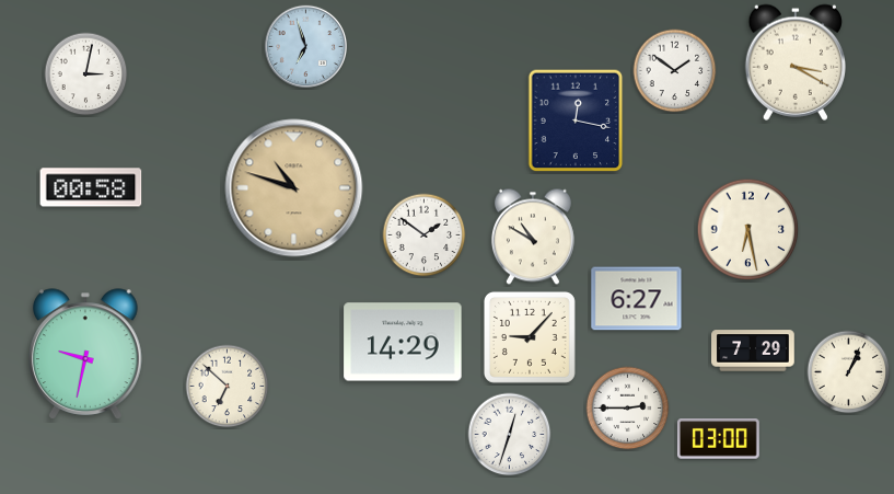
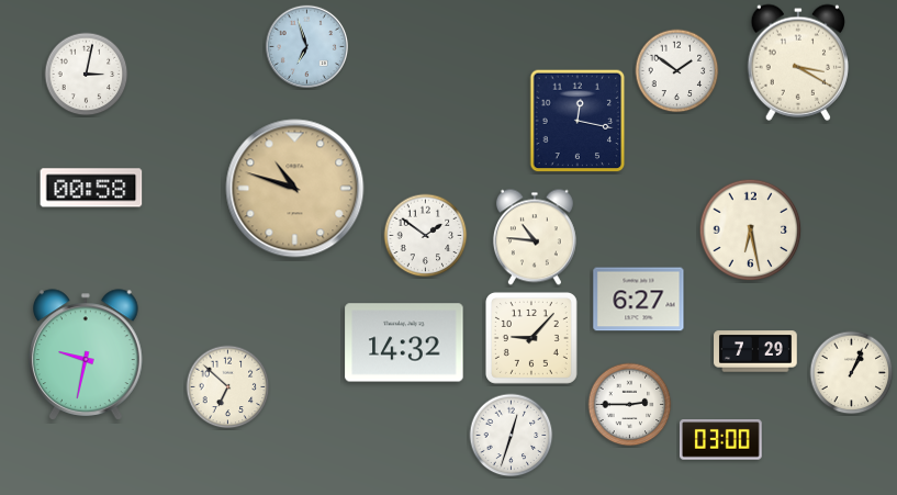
clock at (533, 237): 10:50 -> 10:46
clock at (403, 342): 14:29 -> 14:32
clock at (628, 409) position: (628, 409) -> (630, 405)
